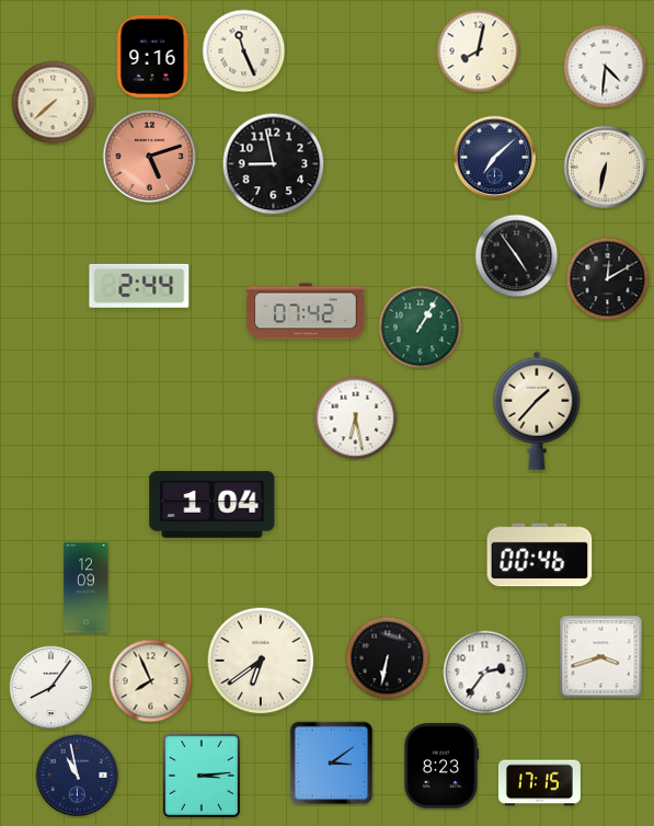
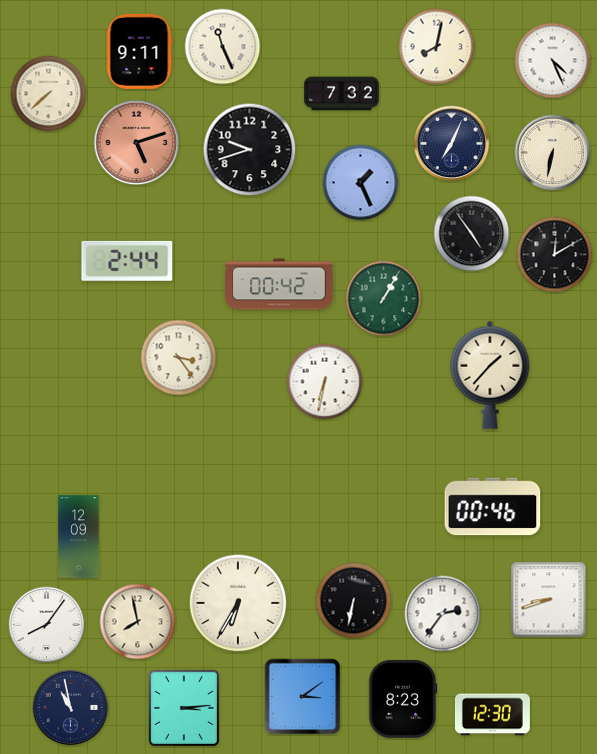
clock at (152, 56): 9:16 -> 9:11
clock at (606, 67): 4:31 -> 4:26
clock at (341, 94): none -> 7:32
clock at (495, 158): 7:08 -> 7:04
clock at (274, 164): 8:58 -> 9:42
clock at (361, 183): none -> 1:26
clock at (306, 311): 07:42 -> 00:42
clock at (179, 358): none -> 3:24
clock at (356, 418): 6:28 -> 6:32
clock at (213, 504): 1:04 -> none
clock at (601, 657): 3:42 -> 8:42
clock at (261, 661): 6:39 -> 6:35
clock at (151, 681): 7:56 -> 7:58
clock at (51, 688) position: (51, 688) -> (47, 625)
clock at (539, 783): 17:15 -> 12:30
